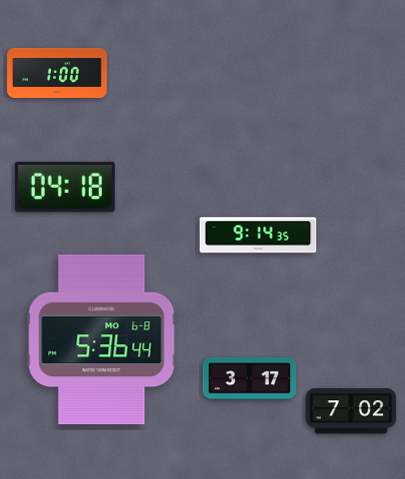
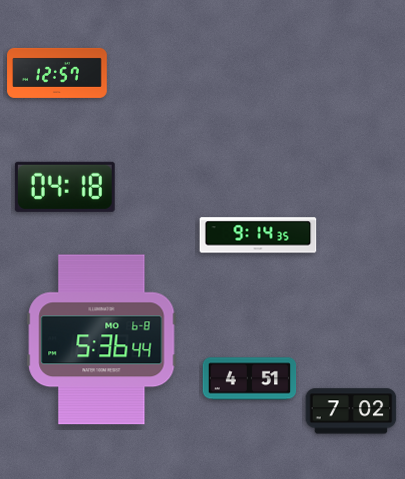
clock at (57, 73): 1:00 -> 12:57
clock at (250, 379): 3:17 -> 4:51
